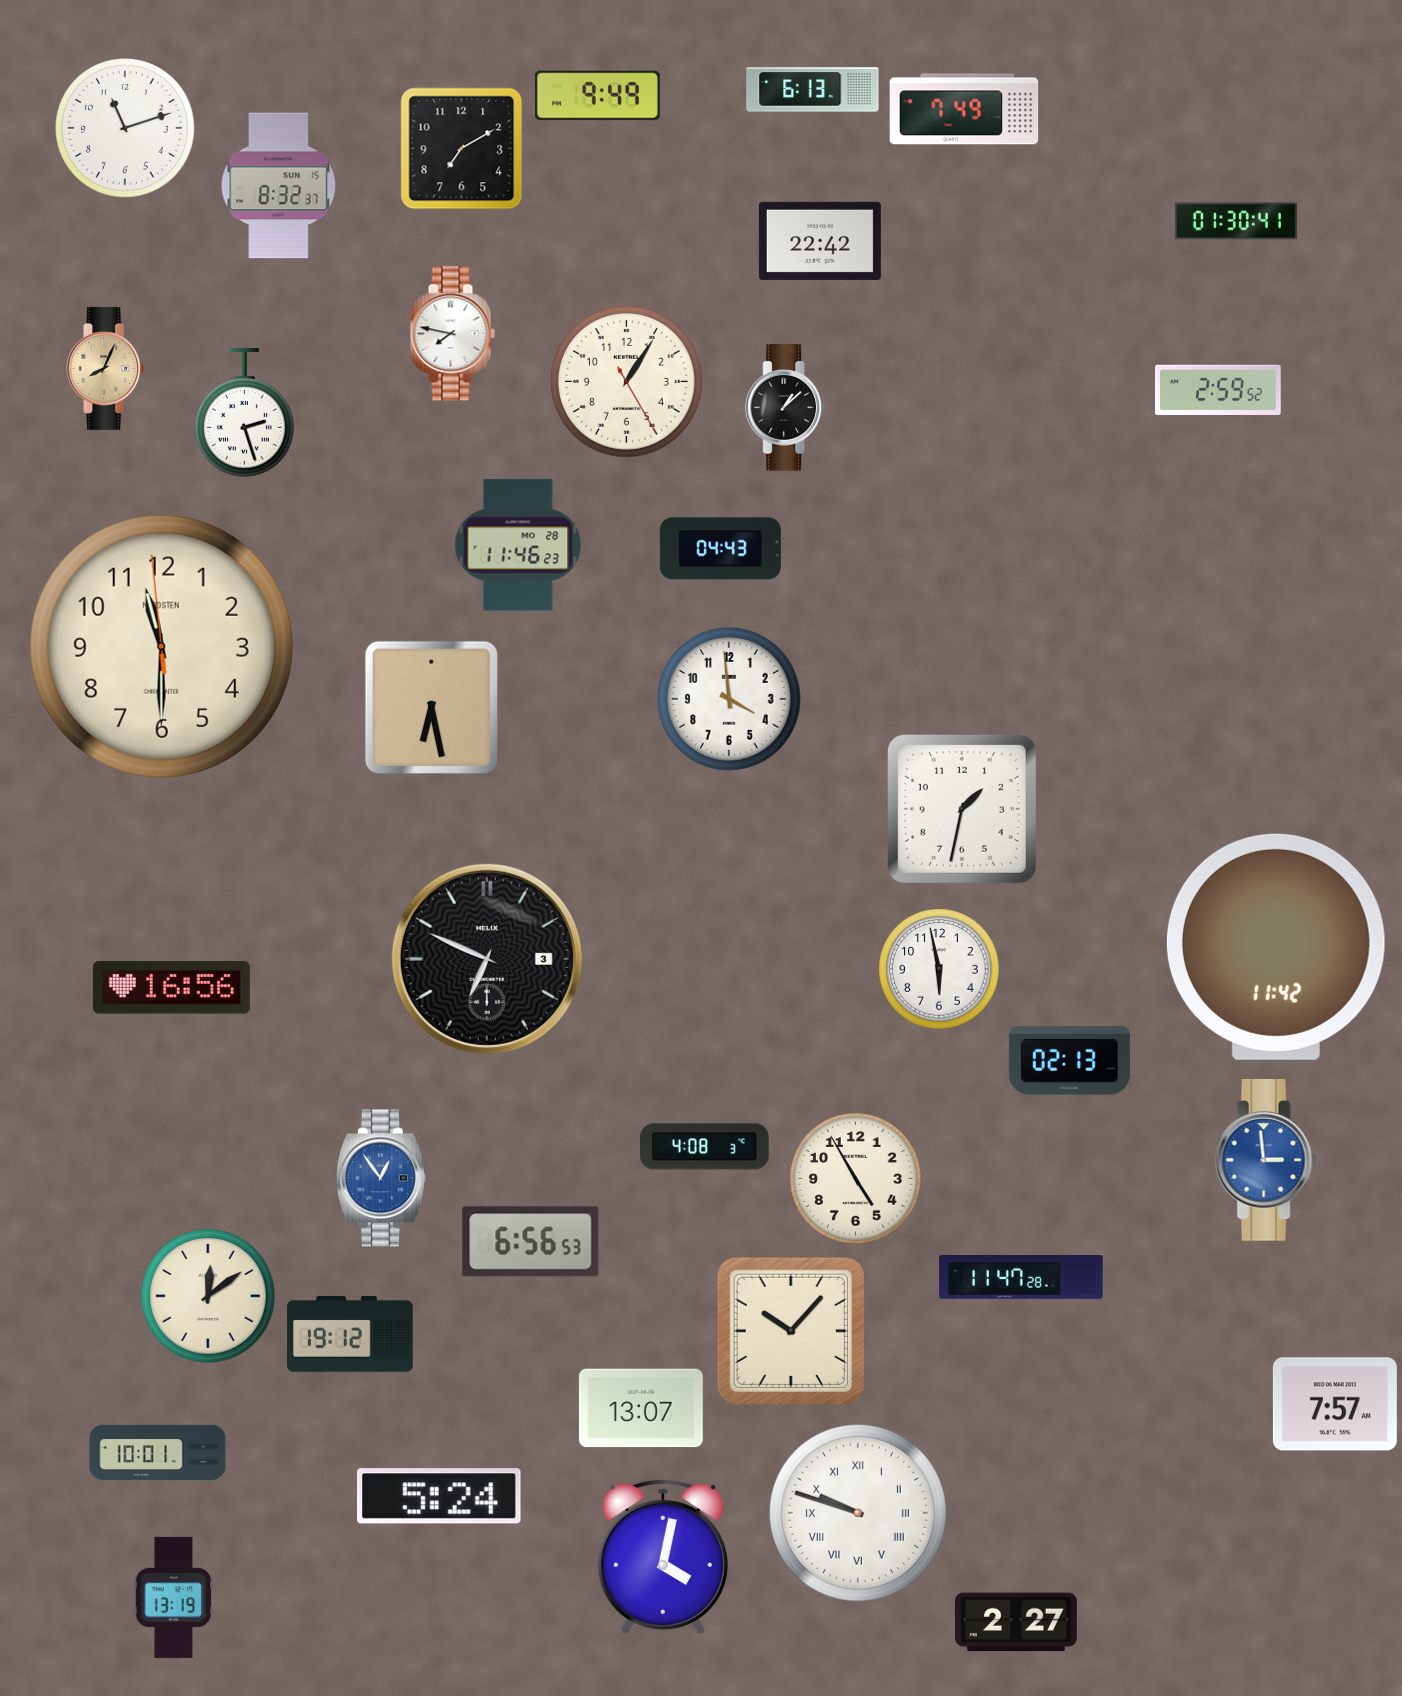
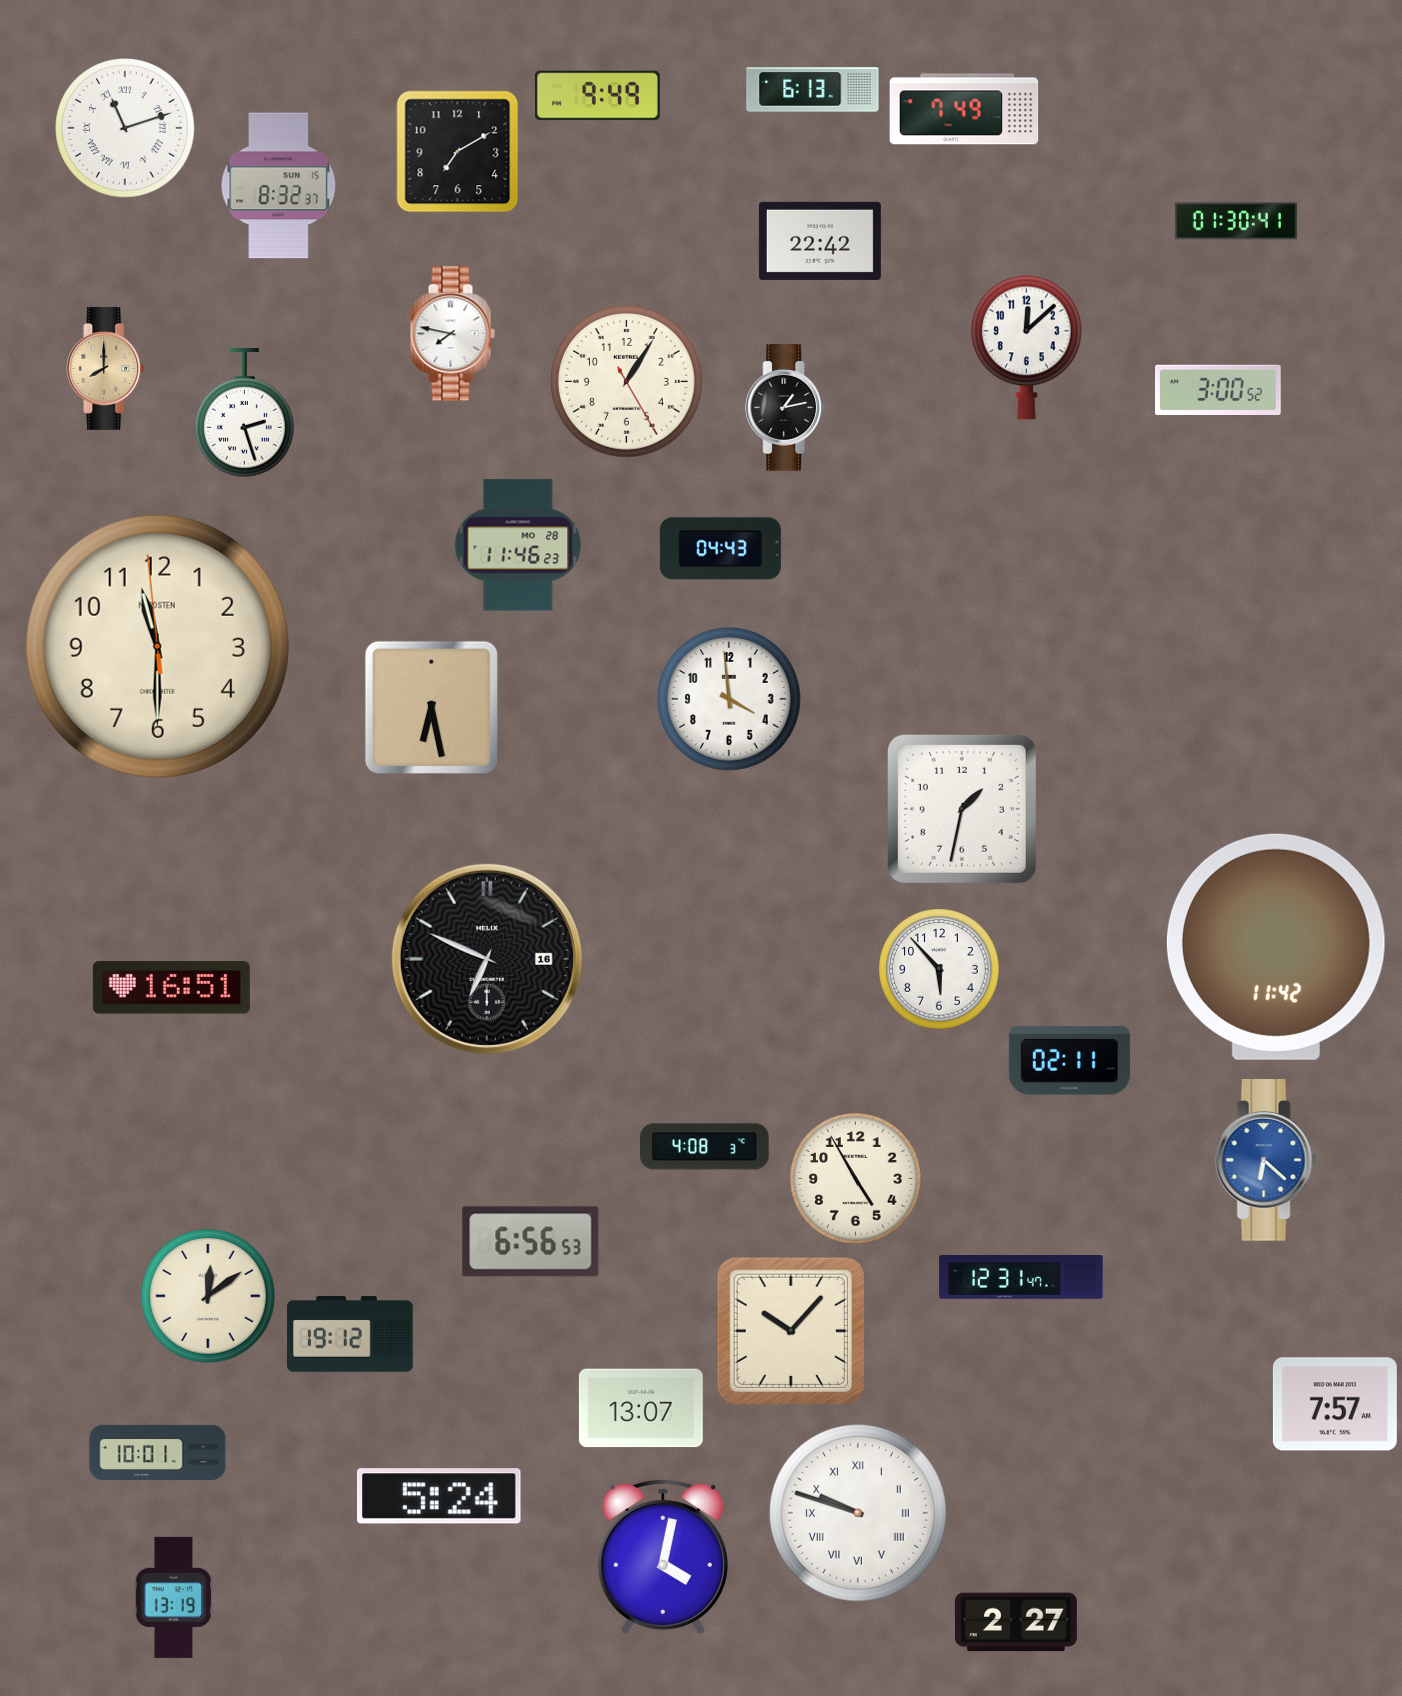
clock at (125, 128) numerals: Arabic -> Roman
clock at (462, 149) position: (462, 149) -> (458, 152)
clock at (1026, 347): none -> 12:08
clock at (106, 368): 8:04 -> 8:00
clock at (1219, 389): 2:59 -> 3:00
clock at (786, 408): 1:08 -> 1:13
clock at (161, 646) position: (161, 646) -> (157, 646)
clock at (487, 959) date: 3 -> 16
clock at (939, 969): 5:58 -> 5:53
clock at (171, 988): 16:56 -> 16:51
clock at (1069, 1061): 02:13 -> 02:11
clock at (1266, 1161): 2:59 -> 6:22
clock at (381, 1178): 12:54 -> none
clock at (1021, 1278): 11:47 -> 12:31
